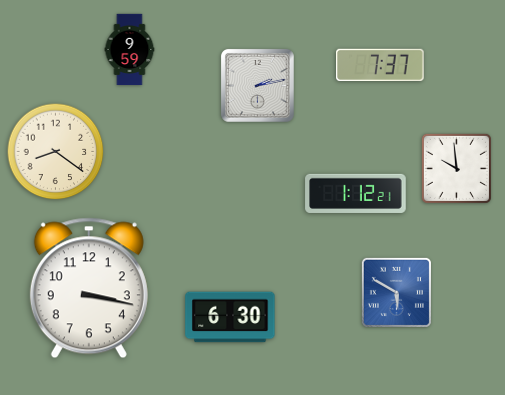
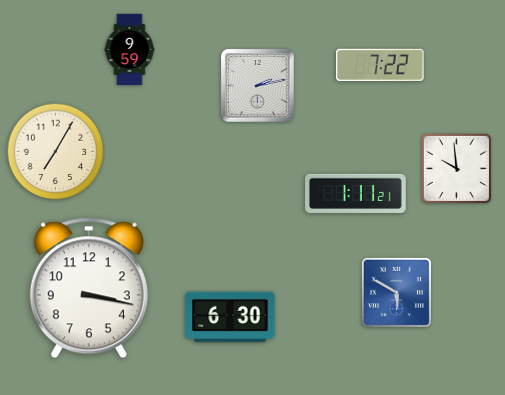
clock at (380, 65): 7:37 -> 7:22
clock at (56, 152): 8:21 -> 7:05
clock at (356, 193): 1:12 -> 1:11
